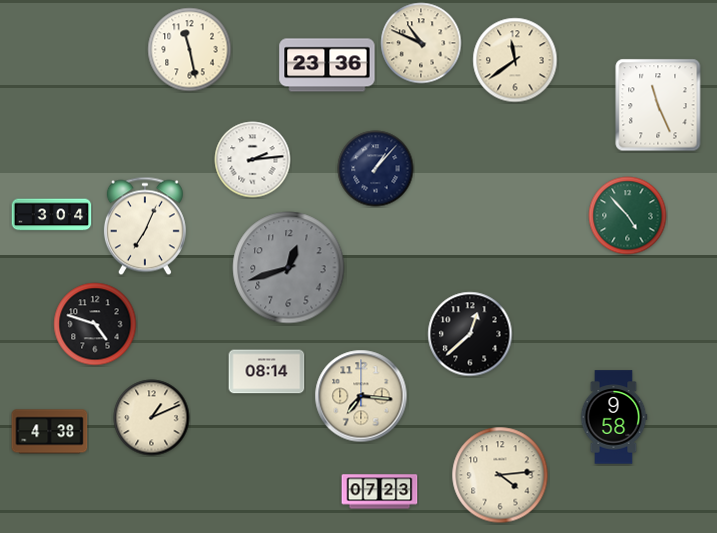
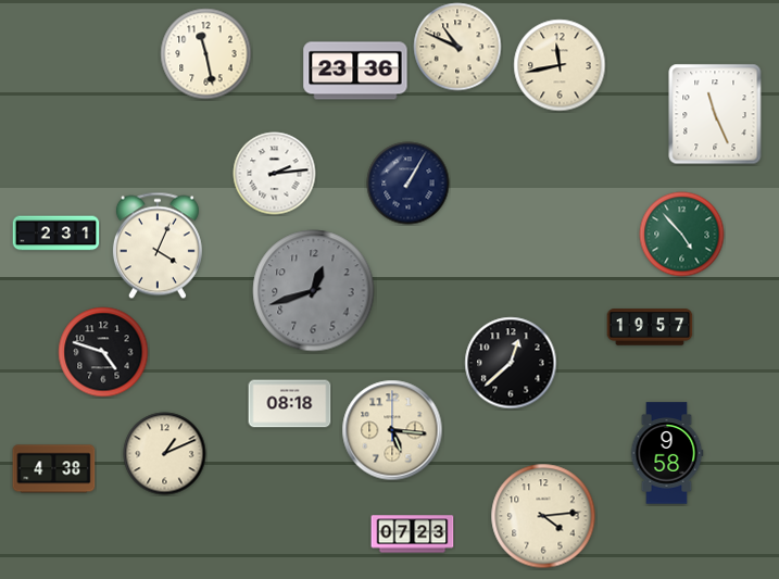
clock at (515, 60): 11:39 -> 11:43
clock at (376, 169): 1:07 -> 1:05
clock at (52, 215): 3:04 -> 2:31
clock at (145, 226): 7:04 -> 4:04
clock at (650, 327): none -> 19:57
clock at (267, 372): 08:14 -> 08:18
clock at (361, 396): 7:16 -> 5:16
